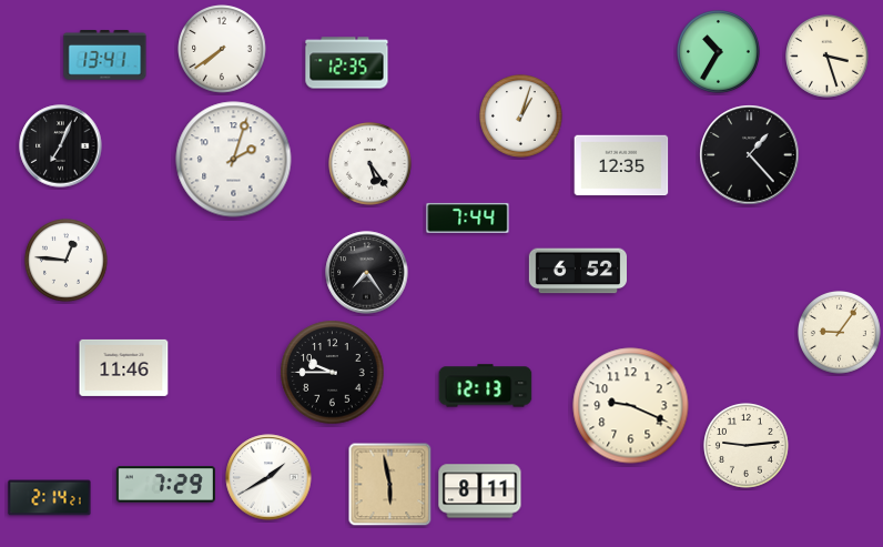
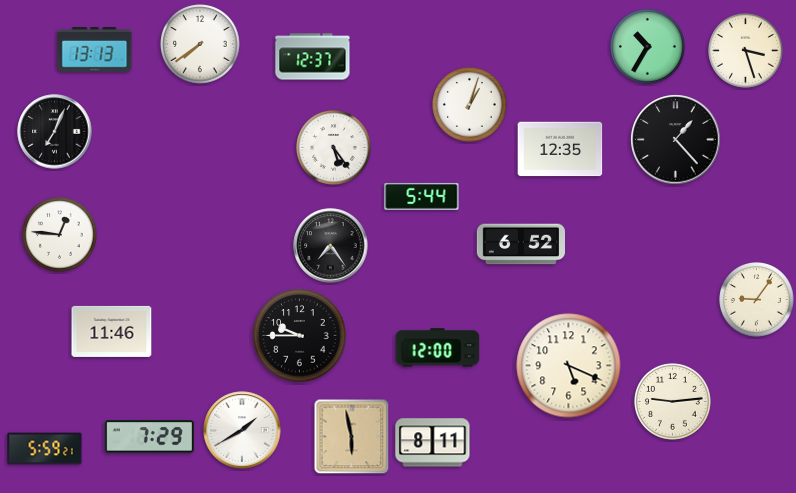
clock at (105, 55): 13:41 -> 13:13
clock at (347, 63): 12:35 -> 12:37
clock at (234, 160): 2:03 -> none
clock at (468, 217): 7:44 -> 5:44
clock at (486, 386): 12:13 -> 12:00
clock at (631, 406): 9:19 -> 5:19
clock at (50, 498): 2:14 -> 5:59
